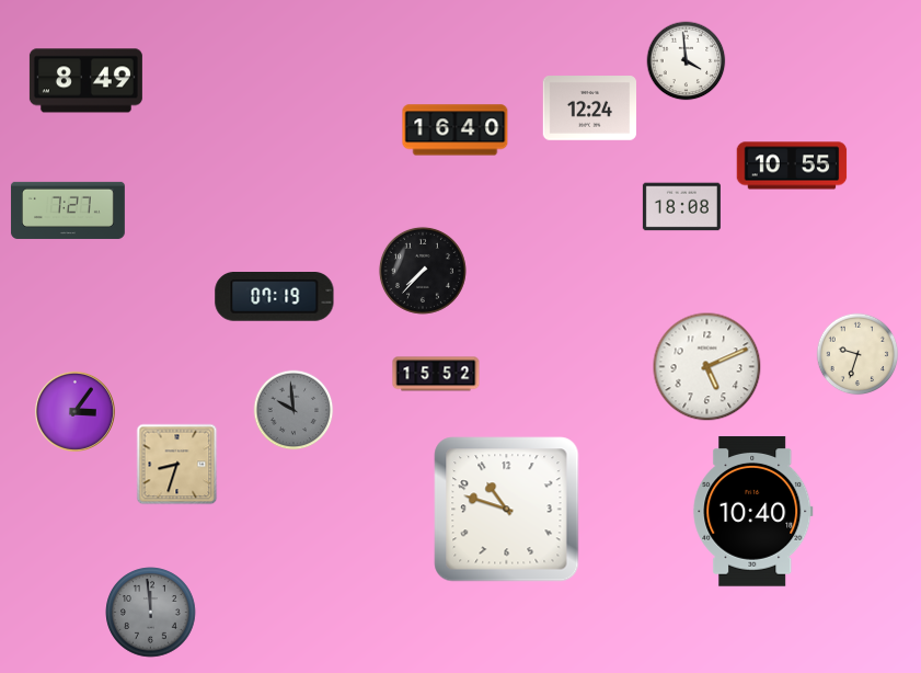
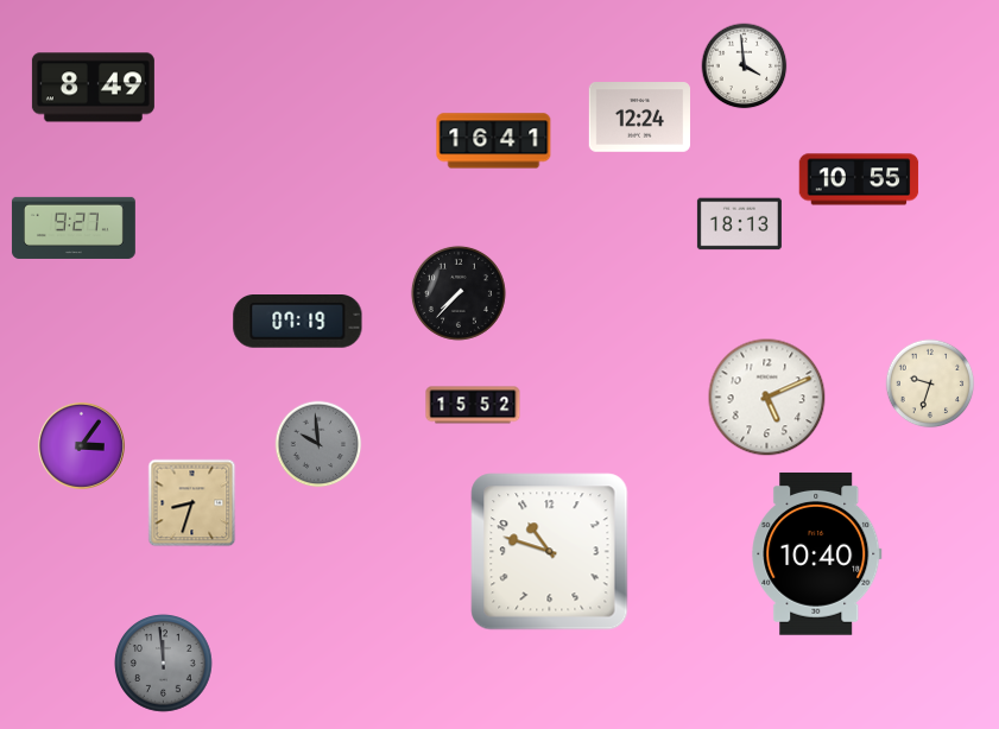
clock at (456, 130): 16:40 -> 16:41
clock at (681, 207): 18:08 -> 18:13
clock at (68, 210): 7:27 -> 9:27
